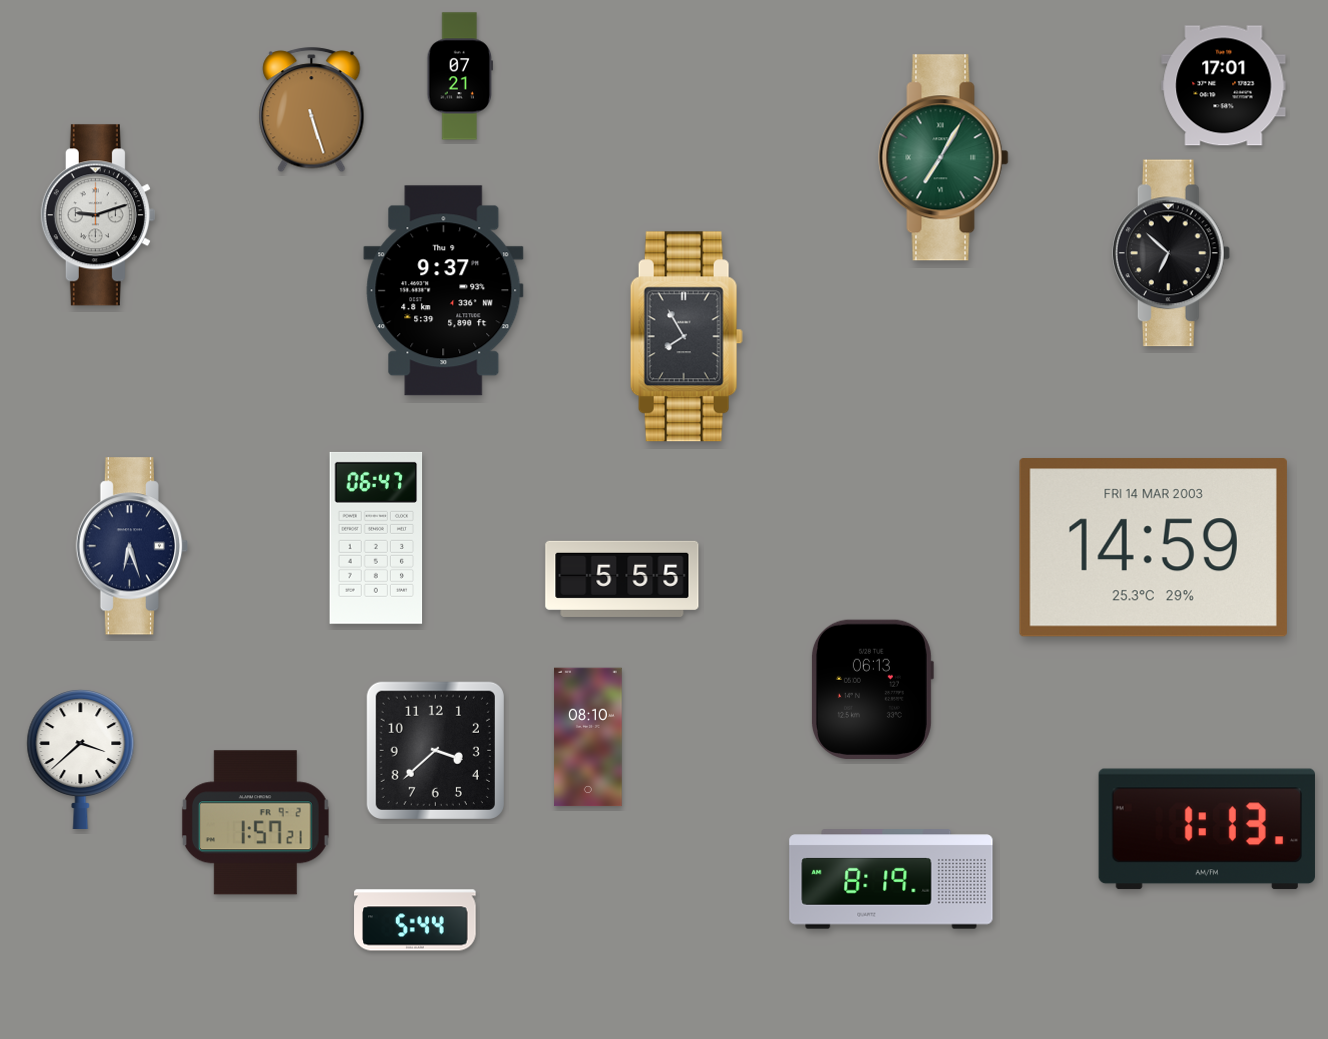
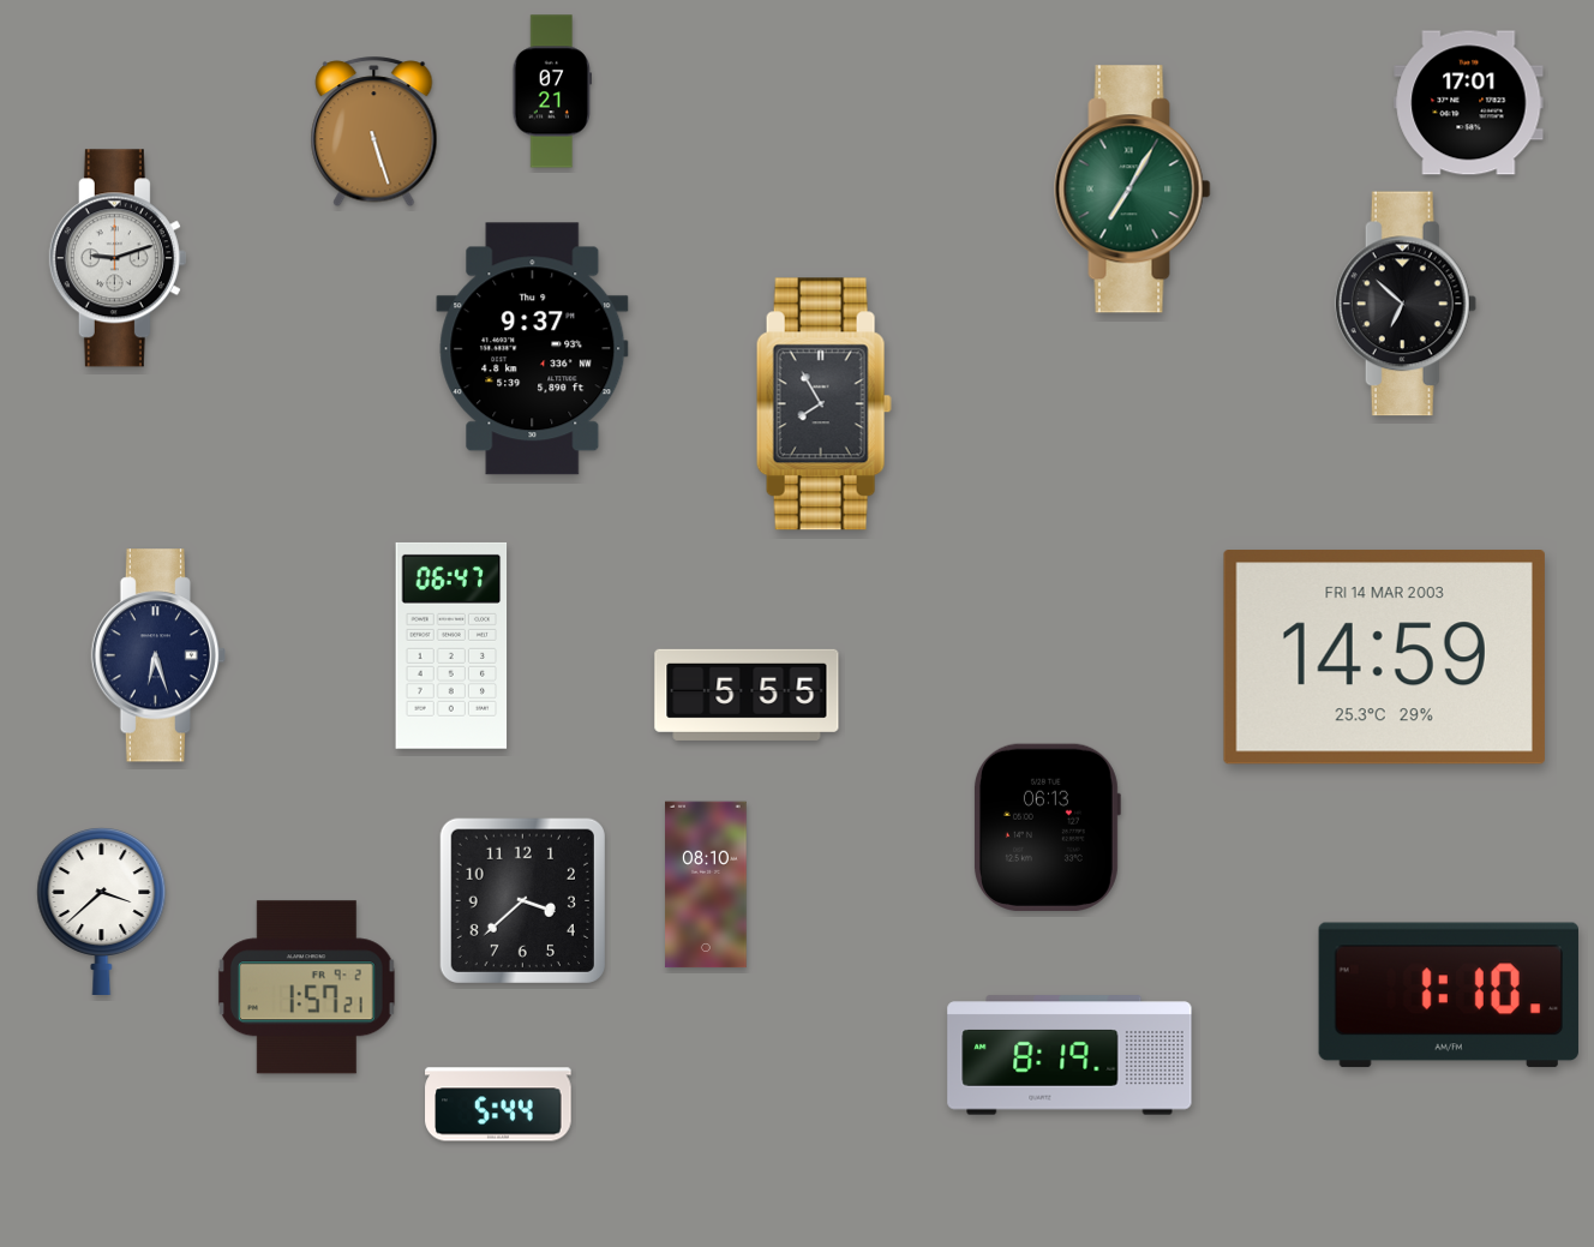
clock at (81, 759) position: (81, 759) -> (102, 911)
clock at (1207, 829): 1:13 -> 1:10
